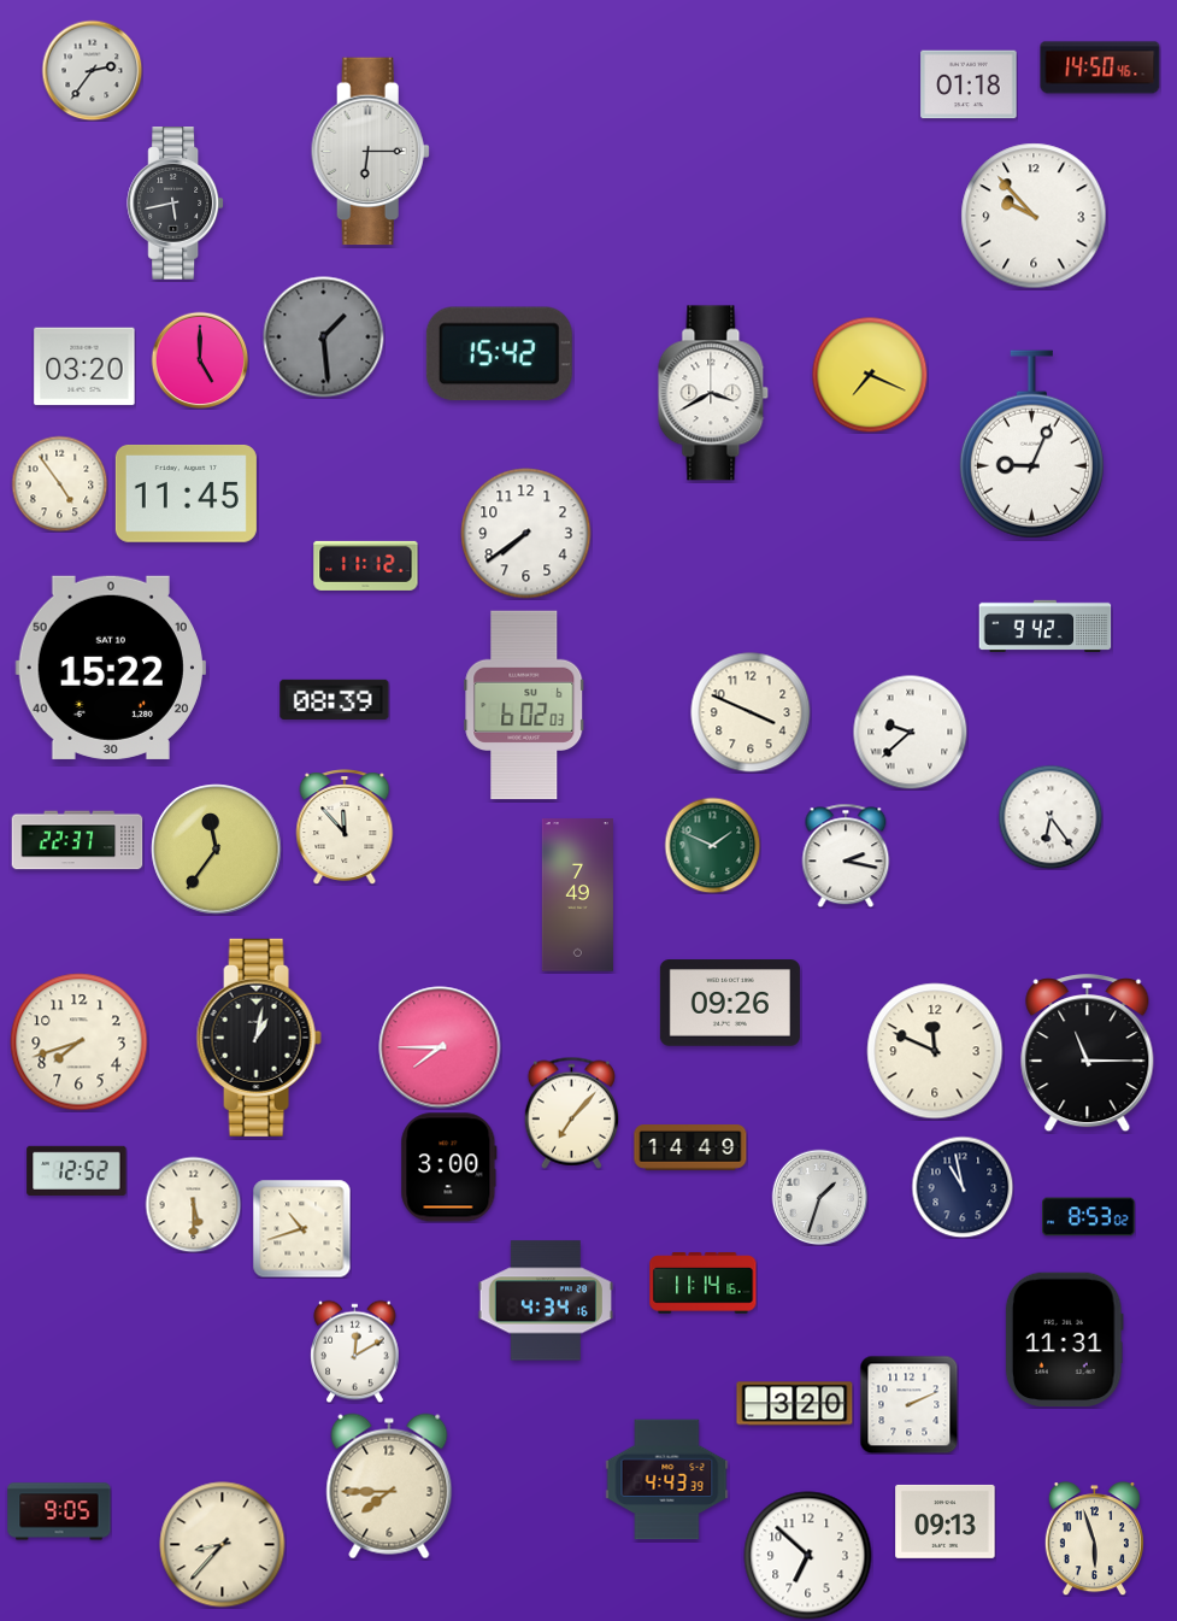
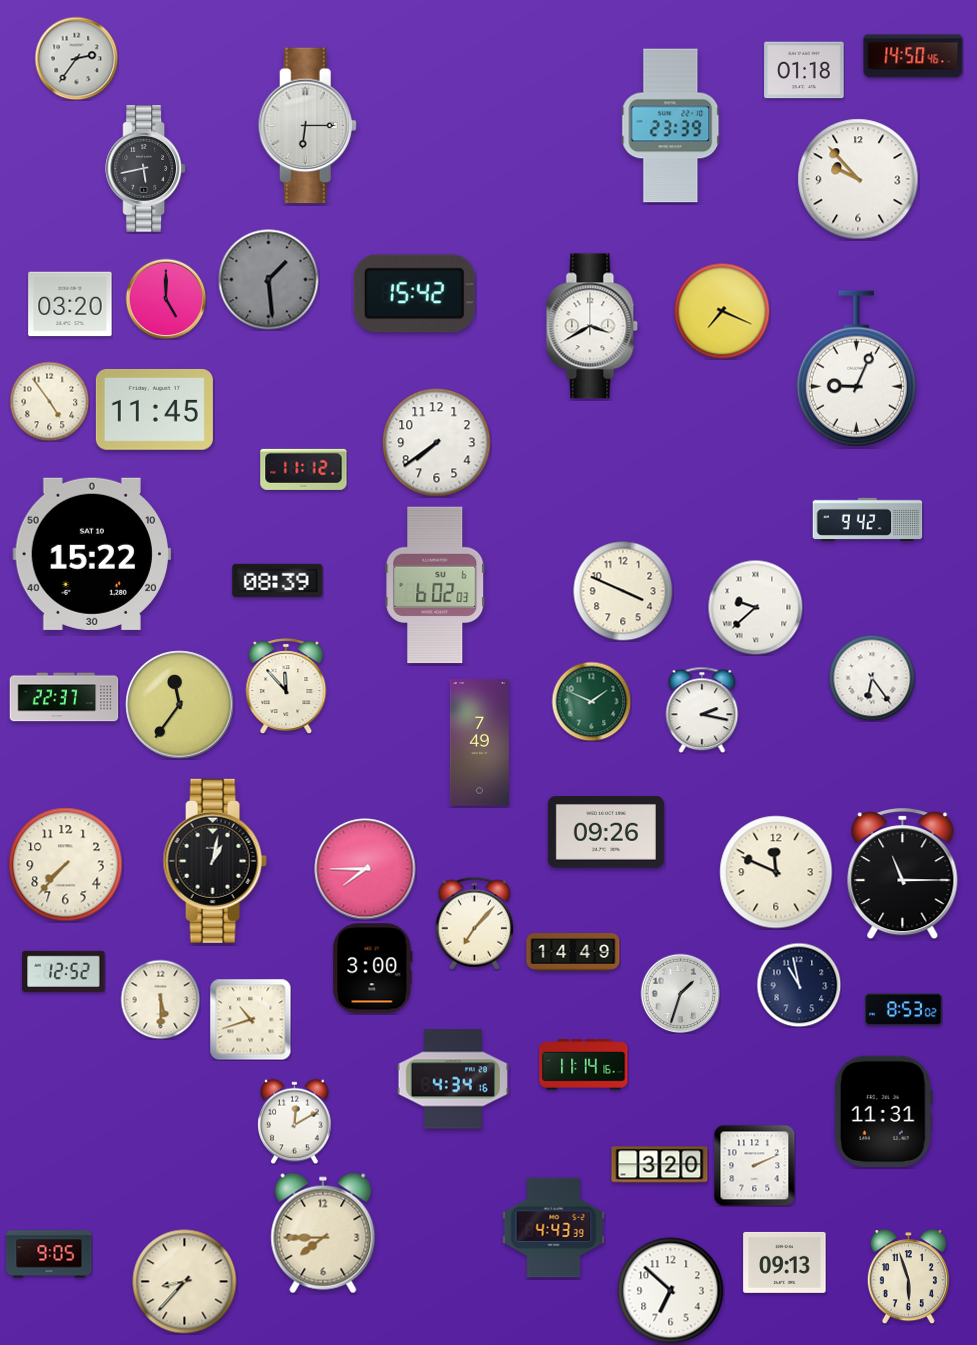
clock at (671, 126): none -> 23:39
clock at (80, 1043): 7:42 -> 7:37
